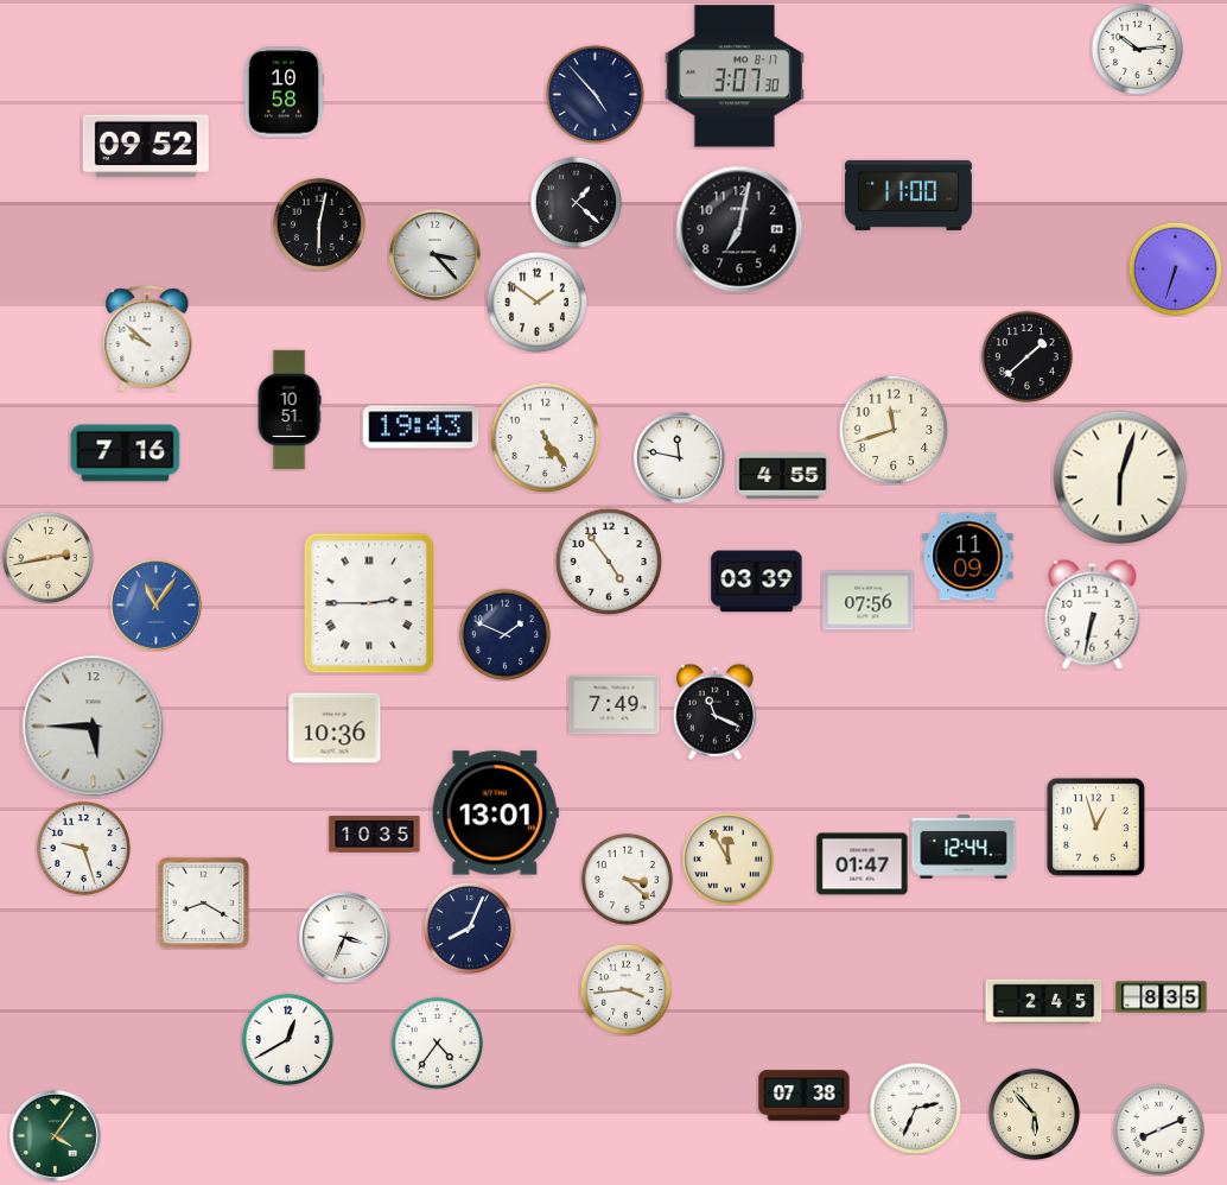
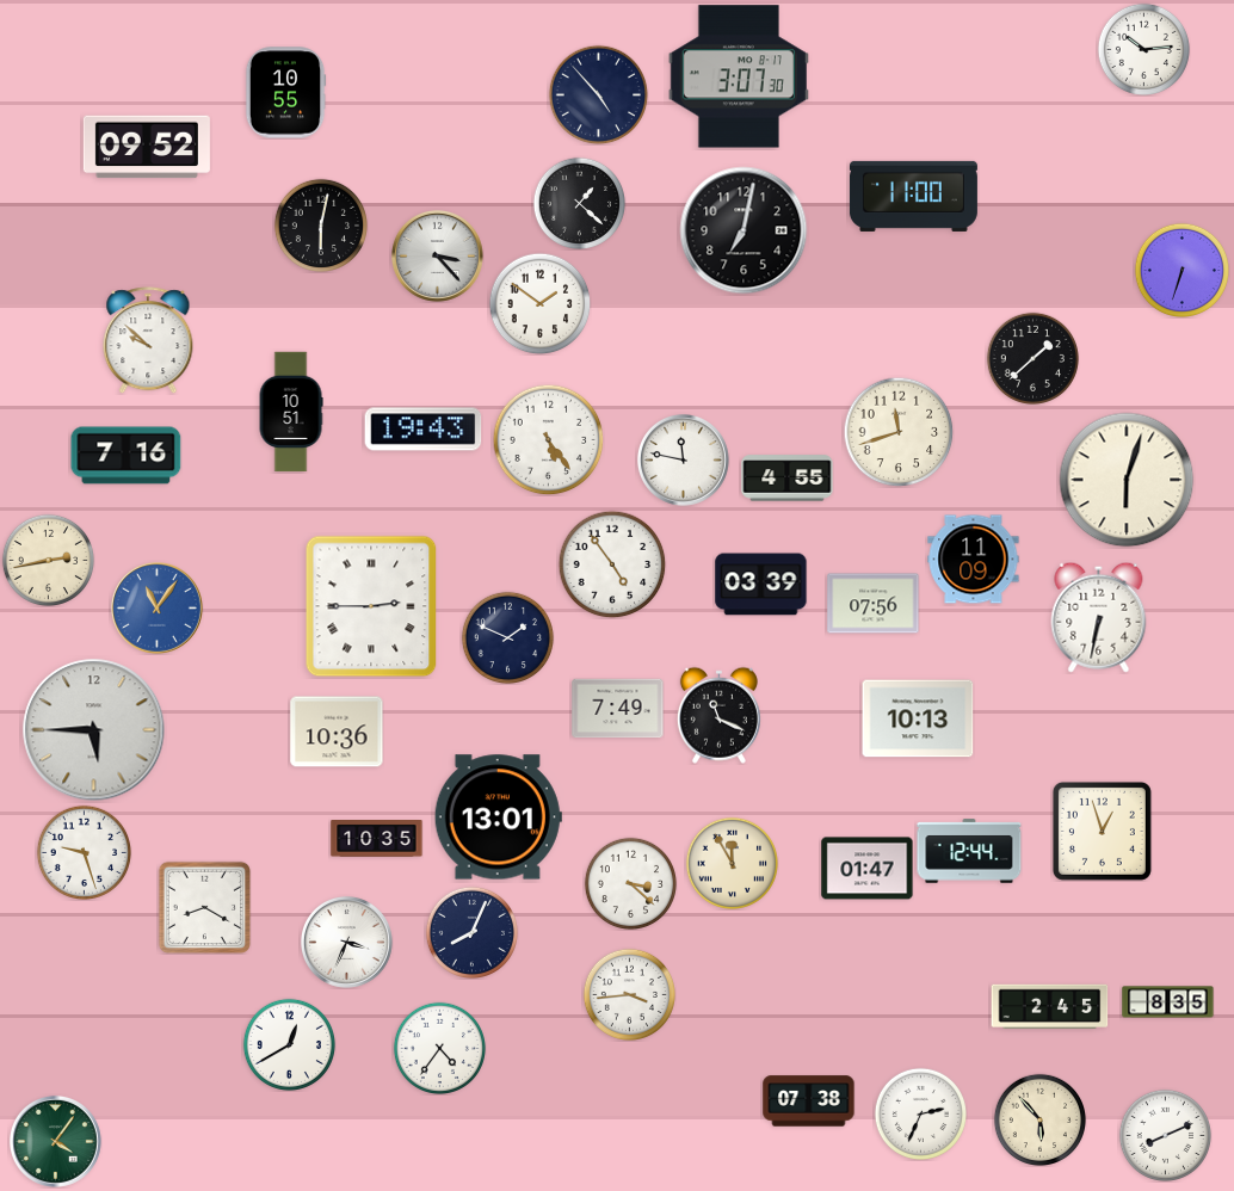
clock at (284, 93): 10:58 -> 10:55
clock at (918, 718): none -> 10:13
